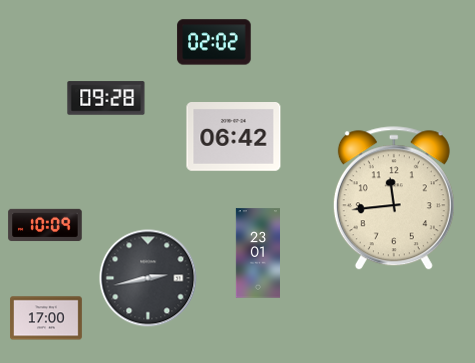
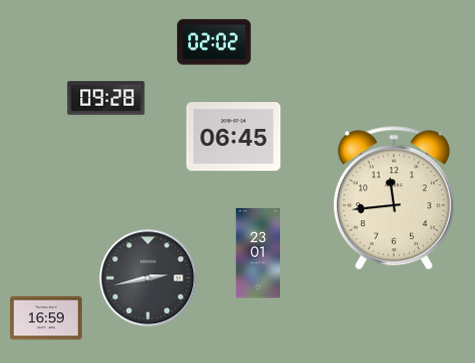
clock at (234, 137): 06:42 -> 06:45
clock at (45, 225): 10:09 -> none
clock at (47, 318): 17:00 -> 16:59
